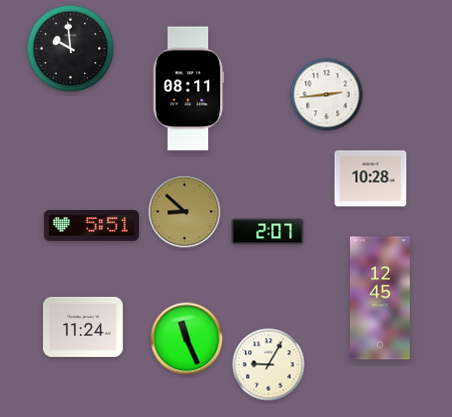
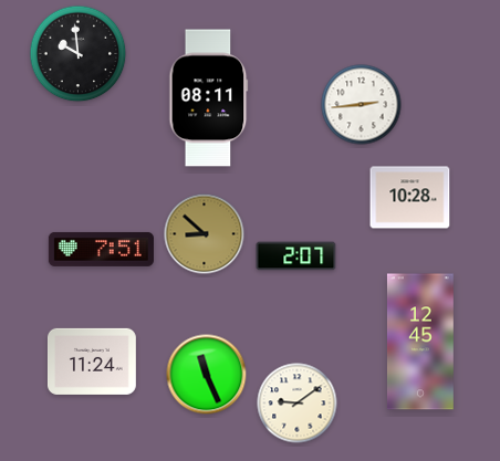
clock at (91, 225): 5:51 -> 7:51
clock at (380, 298) position: (380, 298) -> (420, 342)
clock at (269, 365): 9:05 -> 9:09
